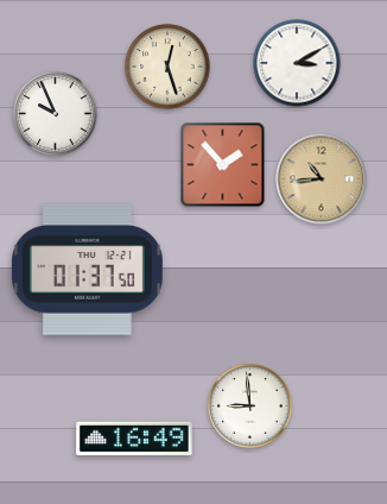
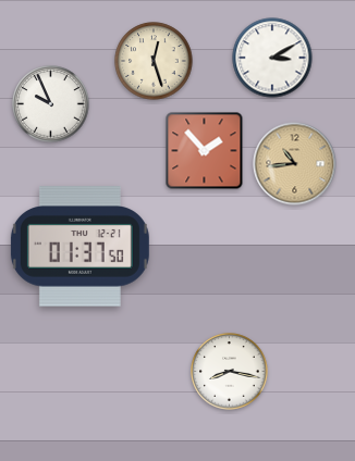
clock at (250, 407): 8:59 -> 8:17
clock at (134, 439): 16:49 -> none
